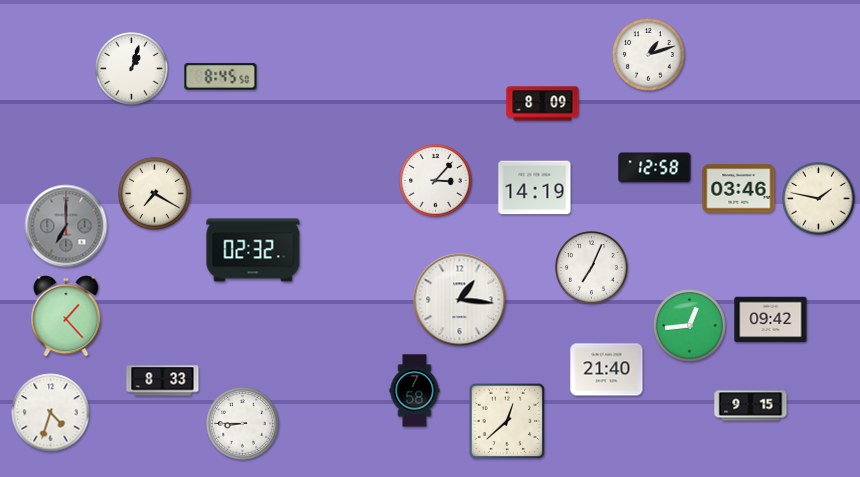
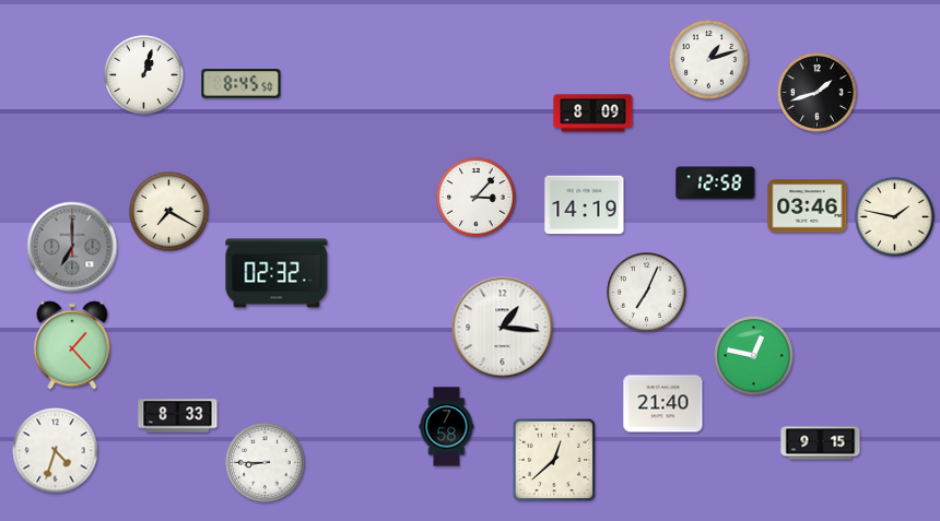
clock at (818, 93): none -> 1:42
clock at (771, 320): 09:42 -> none
clock at (690, 326): 12:44 -> 12:47
clock at (415, 391) position: (415, 391) -> (447, 427)
